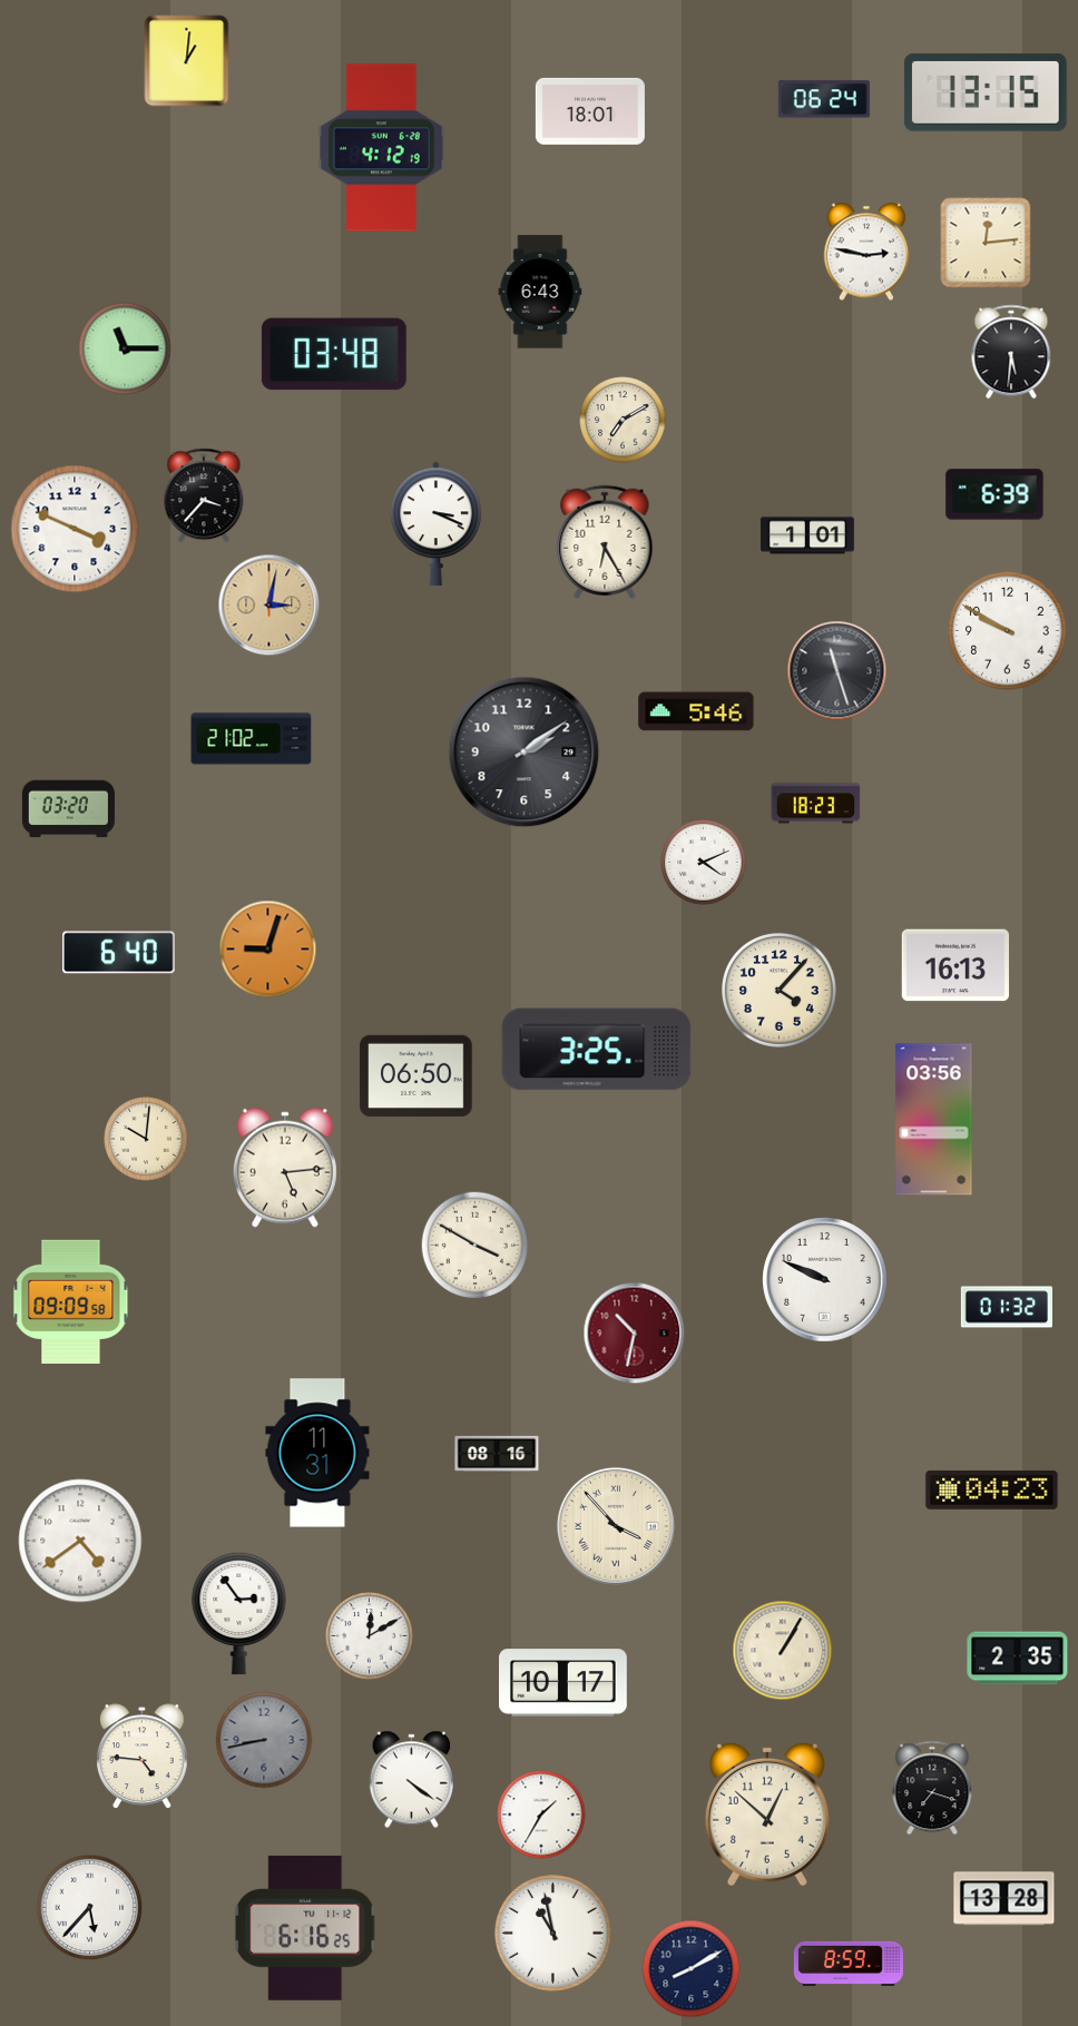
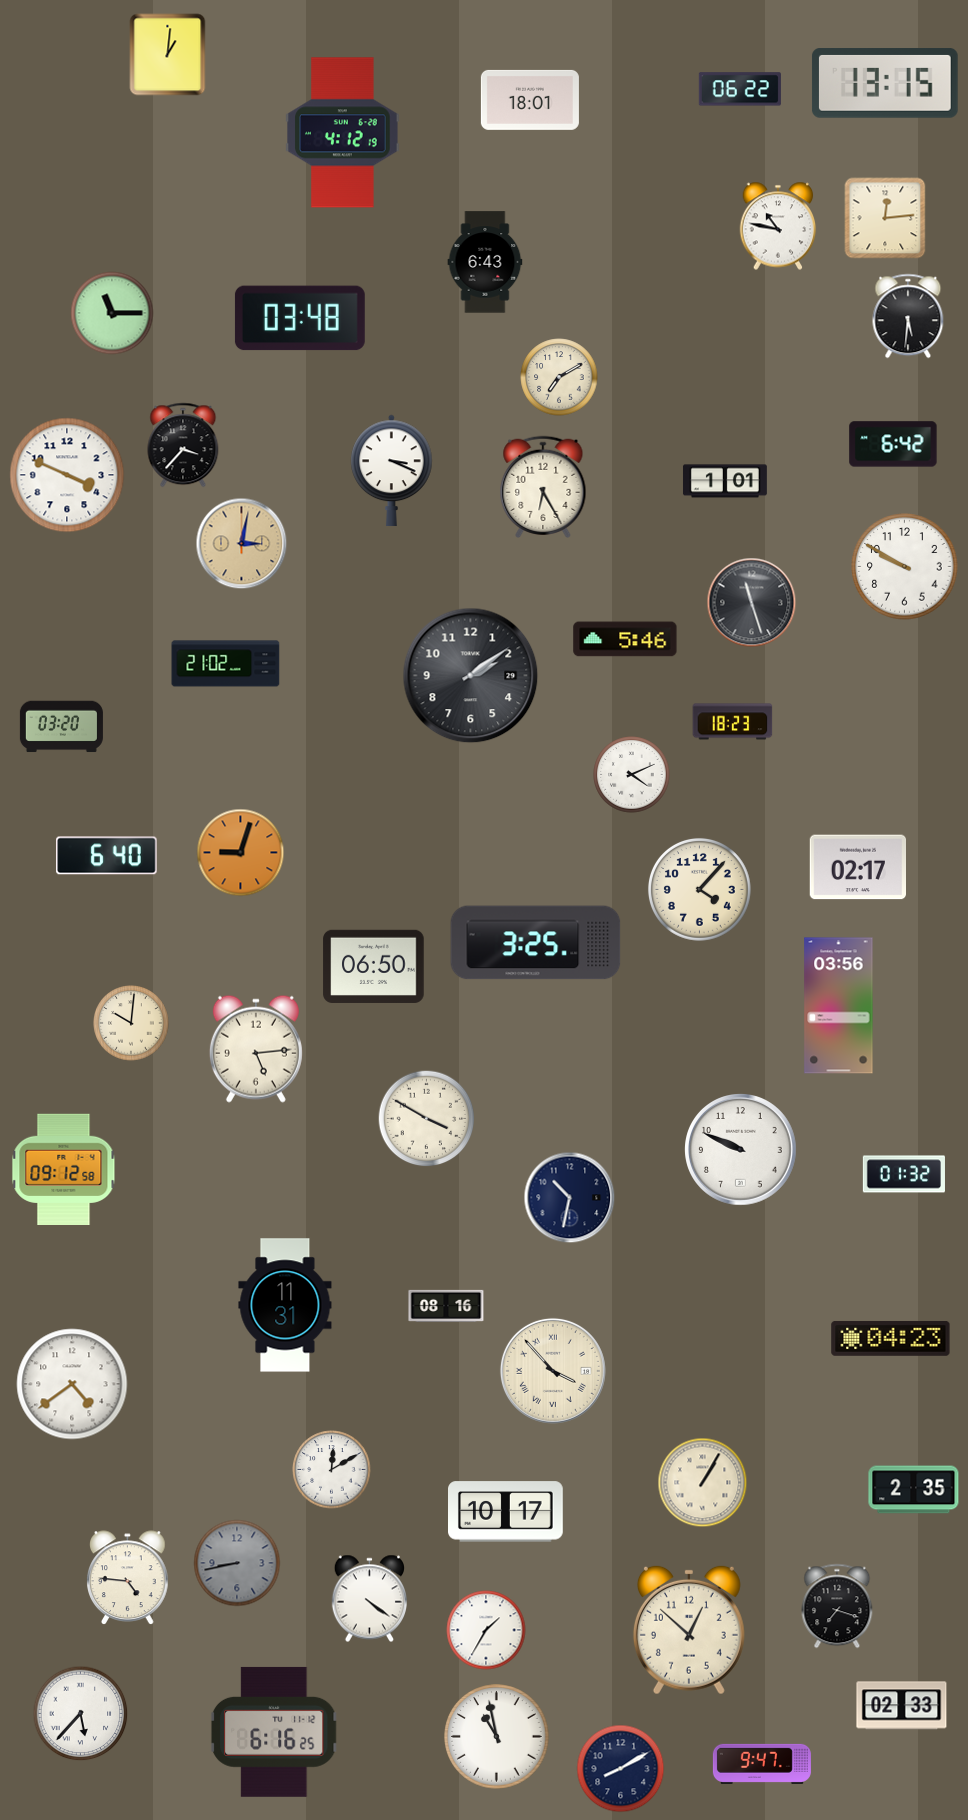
clock at (824, 99): 06:24 -> 06:22
clock at (866, 252): 2:47 -> 10:47
clock at (994, 494): 6:39 -> 6:42
clock at (954, 965): 16:13 -> 02:17
clock at (71, 1301): 09:09 -> 09:12
clock at (635, 1334) dial: burgundy -> navy
clock at (239, 1613): 2:54 -> none
clock at (1004, 1899): 13:28 -> 02:33
clock at (849, 1964): 8:59 -> 9:47
